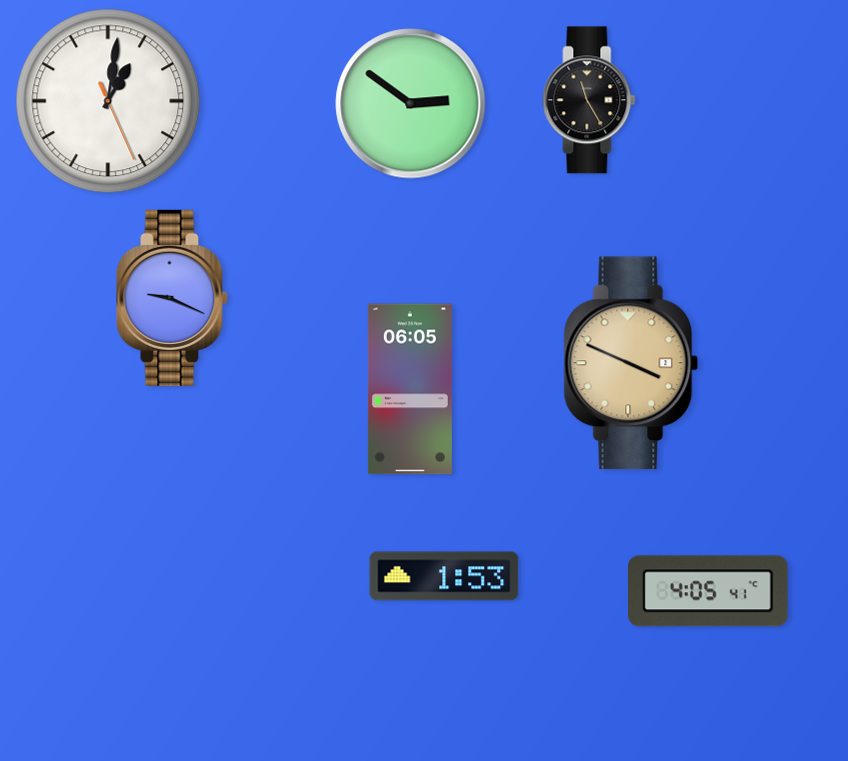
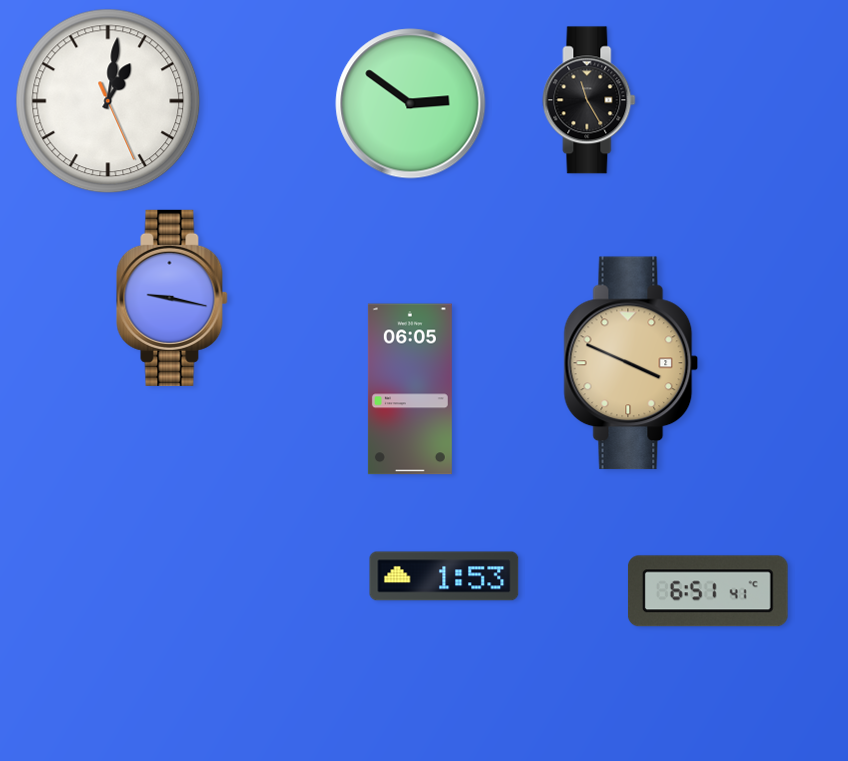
clock at (172, 298): 9:19 -> 9:17
clock at (708, 591): 4:05 -> 6:51
